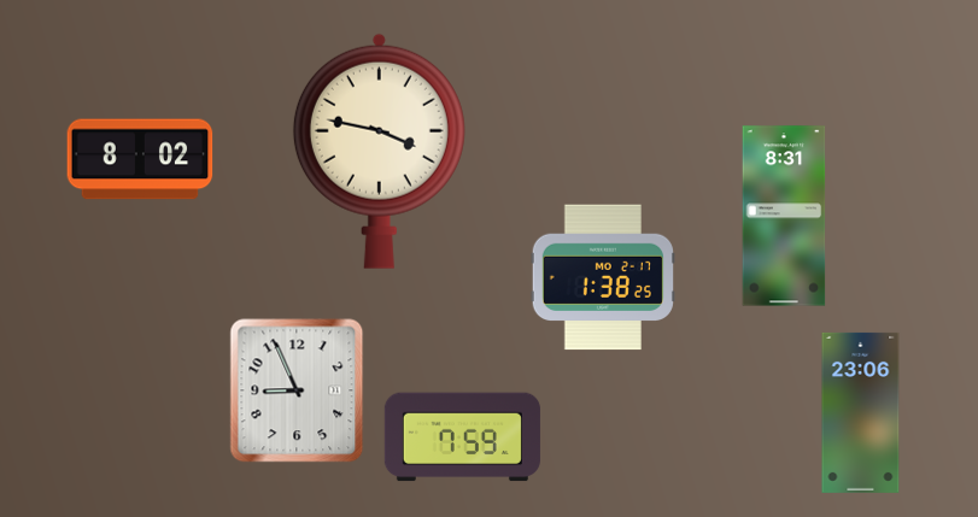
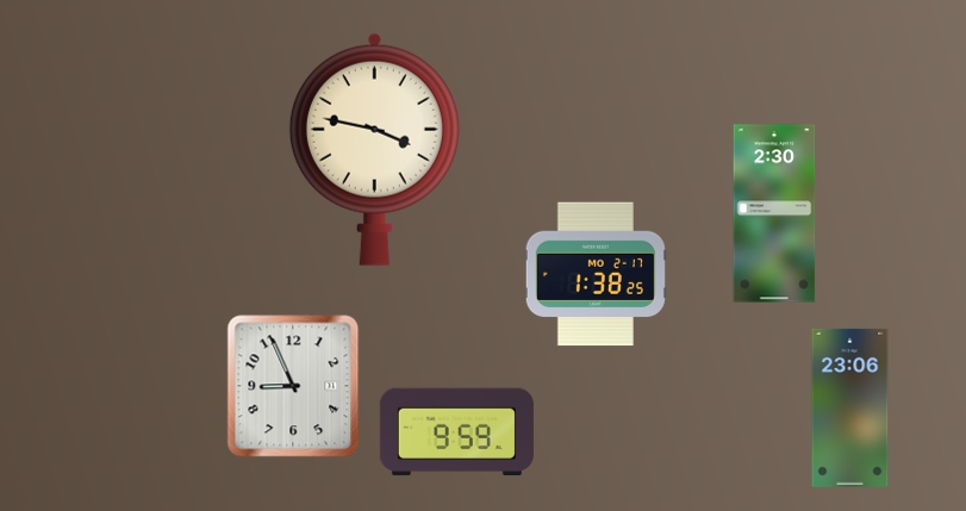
clock at (140, 159): 8:02 -> none
clock at (784, 216): 8:31 -> 2:30
clock at (462, 437): 7:59 -> 9:59
